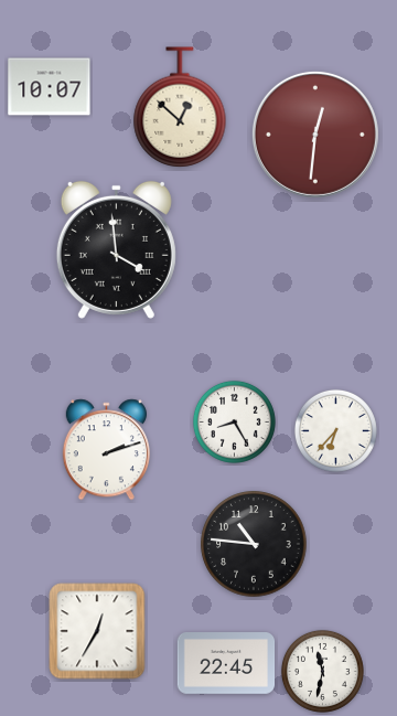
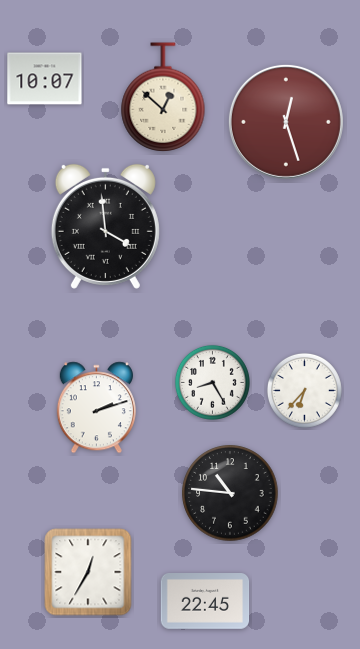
clock at (315, 135): 12:31 -> 12:27
clock at (322, 671): 11:32 -> none
